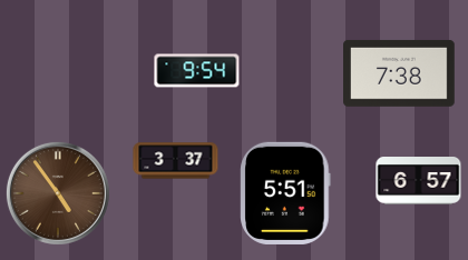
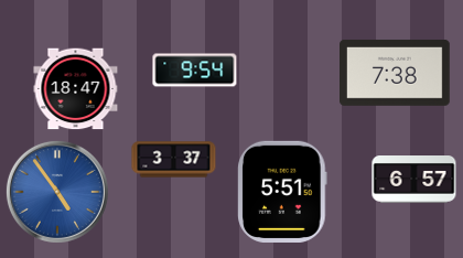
clock at (76, 89): none -> 18:47
clock at (58, 193) dial: brown -> blue
